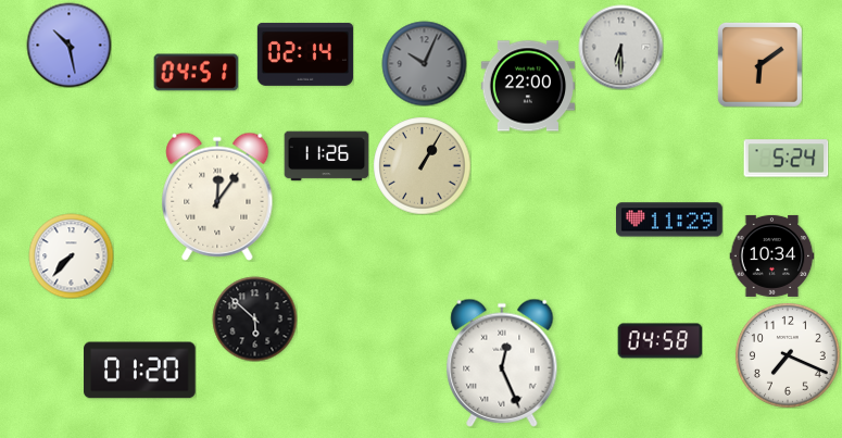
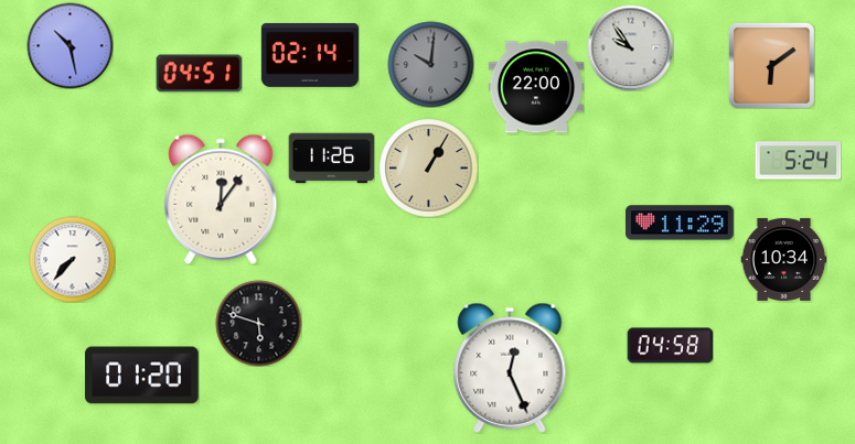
clock at (620, 47): 6:30 -> 9:54
clock at (424, 63): 10:04 -> 10:01
clock at (254, 318): 5:52 -> 5:48
clock at (788, 355): 7:19 -> none
